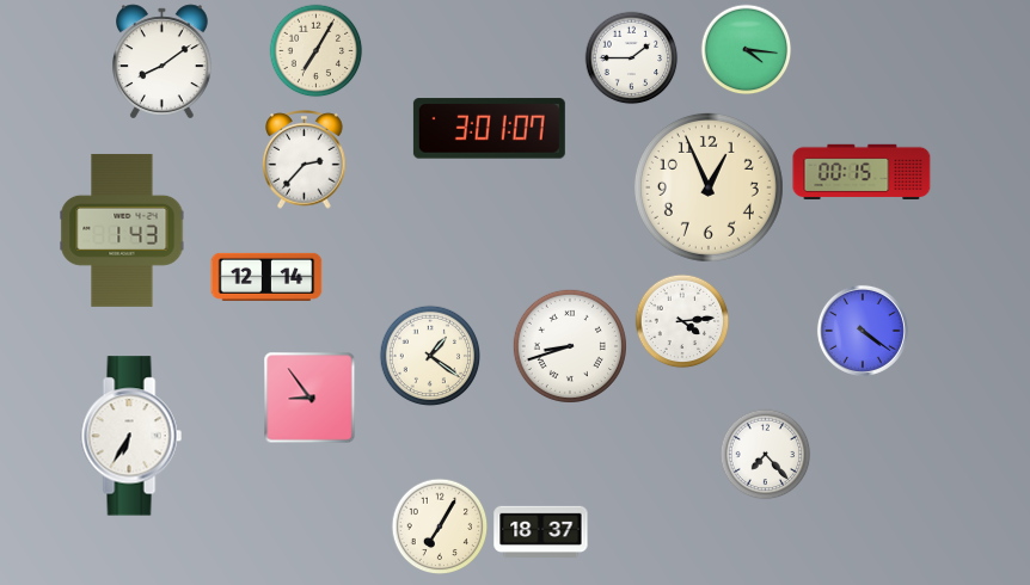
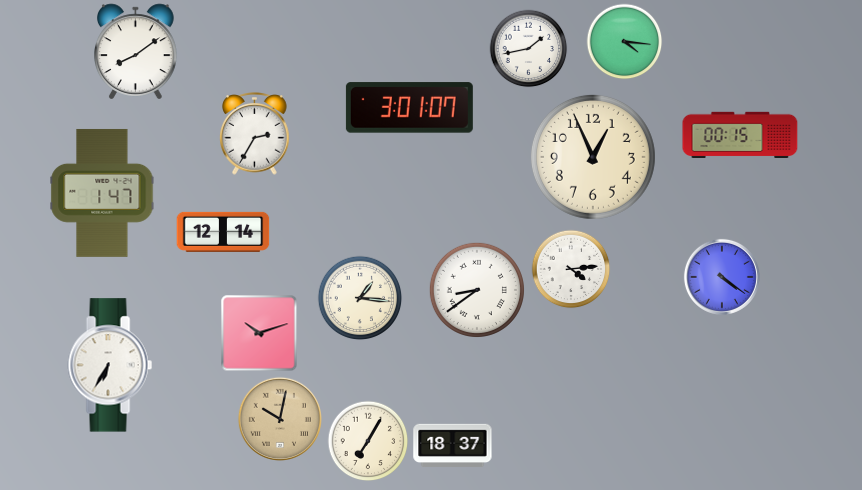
clock at (317, 51): 7:05 -> none
clock at (632, 59): 1:45 -> 1:43
clock at (305, 160): 2:37 -> 2:35
clock at (862, 171) position: (862, 171) -> (740, 134)
clock at (122, 230): 1:43 -> 1:47
clock at (570, 346): 8:42 -> 8:39
clock at (430, 356): 1:21 -> 1:16
clock at (309, 398): 8:54 -> 10:12
clock at (766, 455): 7:23 -> none
clock at (280, 419): none -> 10:02
